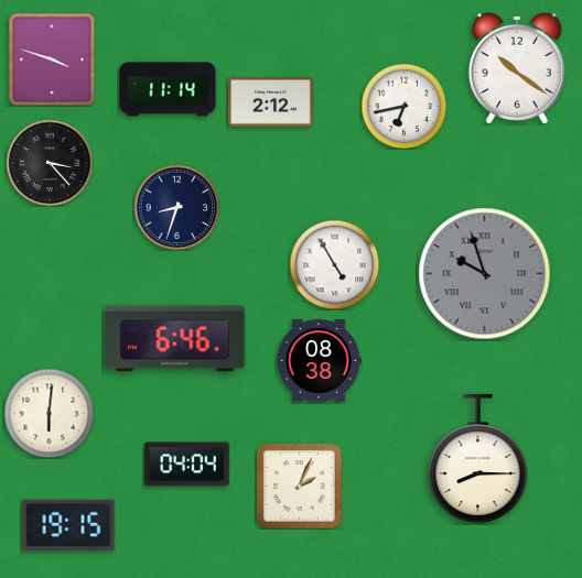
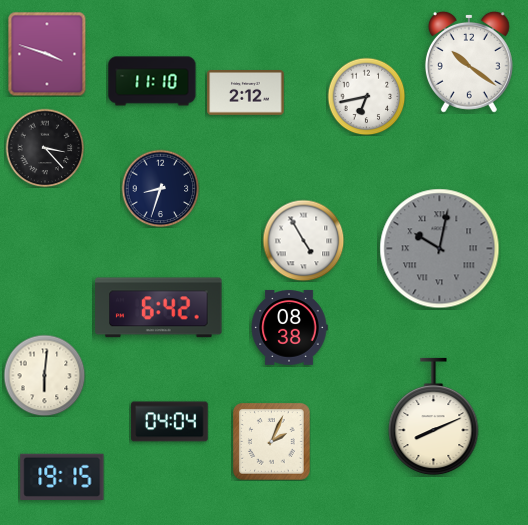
clock at (168, 89): 11:14 -> 11:10
clock at (485, 274): 9:57 -> 10:02
clock at (175, 339): 6:46 -> 6:42
clock at (478, 459): 8:15 -> 8:11
